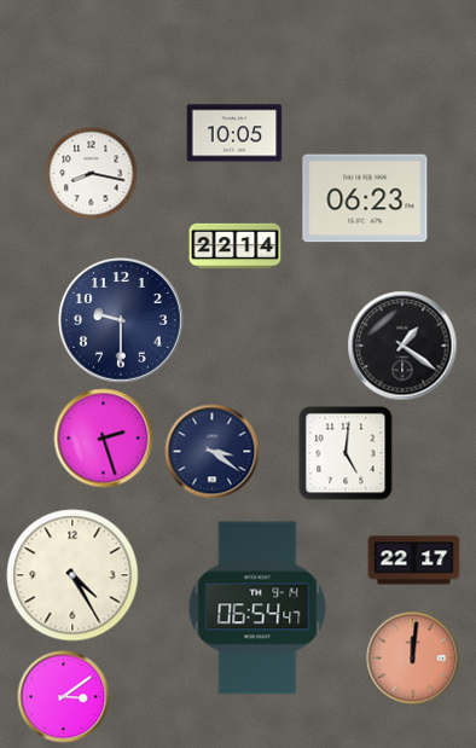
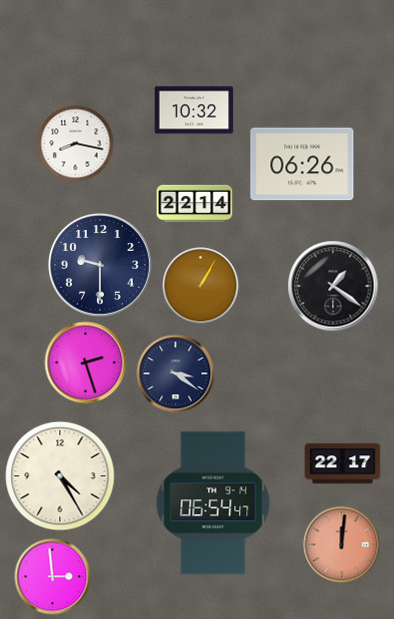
clock at (234, 133): 10:05 -> 10:32
clock at (365, 198): 06:23 -> 06:26
clock at (201, 286): none -> 1:05
clock at (346, 453): 5:01 -> none
clock at (64, 697): 3:09 -> 2:59
